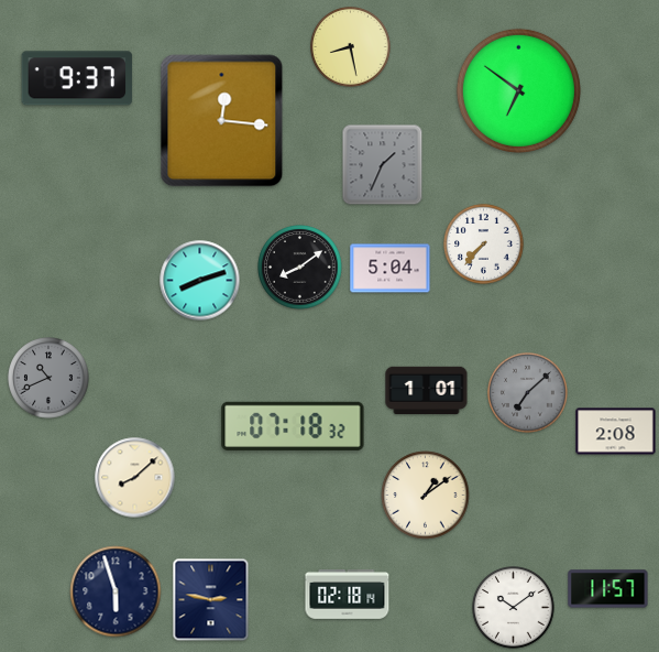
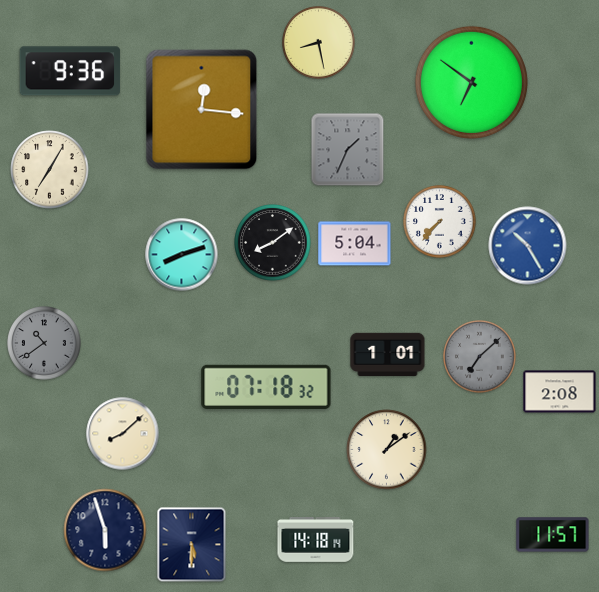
clock at (77, 78): 9:37 -> 9:36
clock at (50, 170): none -> 7:05
clock at (528, 246): none -> 10:25
clock at (48, 378): 10:41 -> 10:39
clock at (116, 591) position: (116, 591) -> (105, 530)
clock at (348, 595): 02:18 -> 14:18
clock at (211, 600): 2:47 -> 5:30
clock at (514, 608): 10:09 -> none
